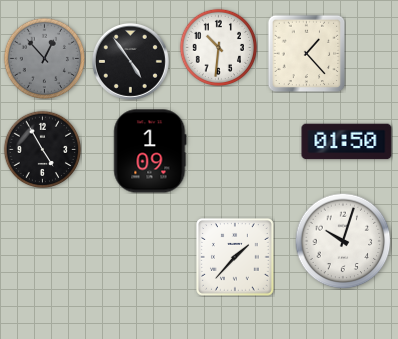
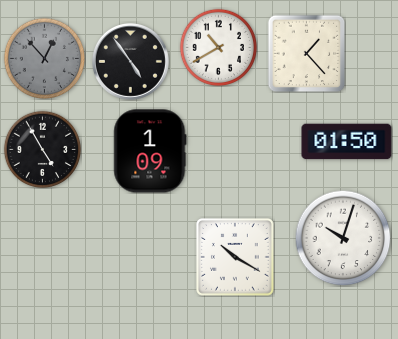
clock at (218, 47): 10:31 -> 10:40
clock at (343, 241) position: (343, 241) -> (343, 238)
clock at (236, 258): 1:37 -> 10:20
